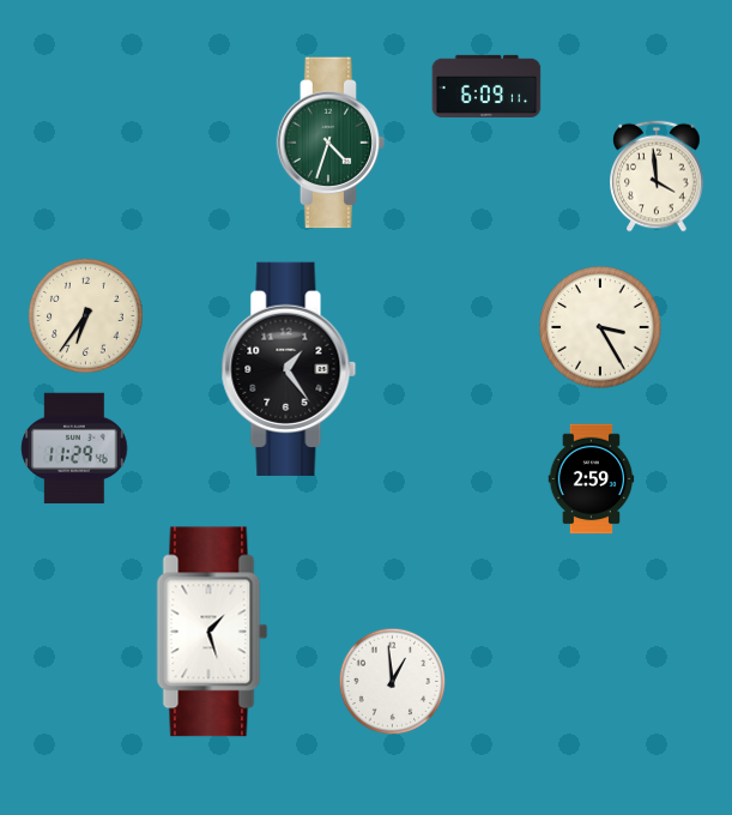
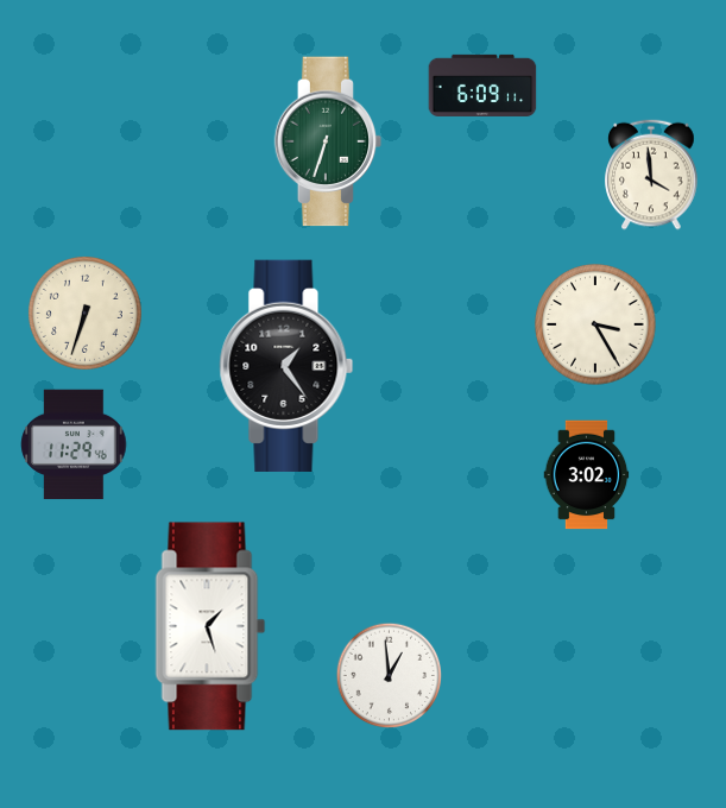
clock at (331, 143): 4:33 -> 6:33
clock at (85, 315): 6:36 -> 6:33
clock at (592, 479): 2:59 -> 3:02
